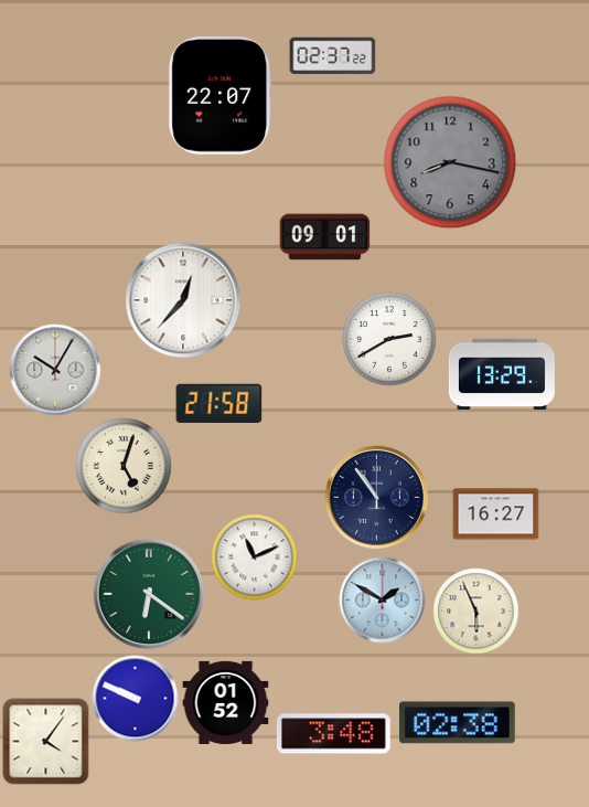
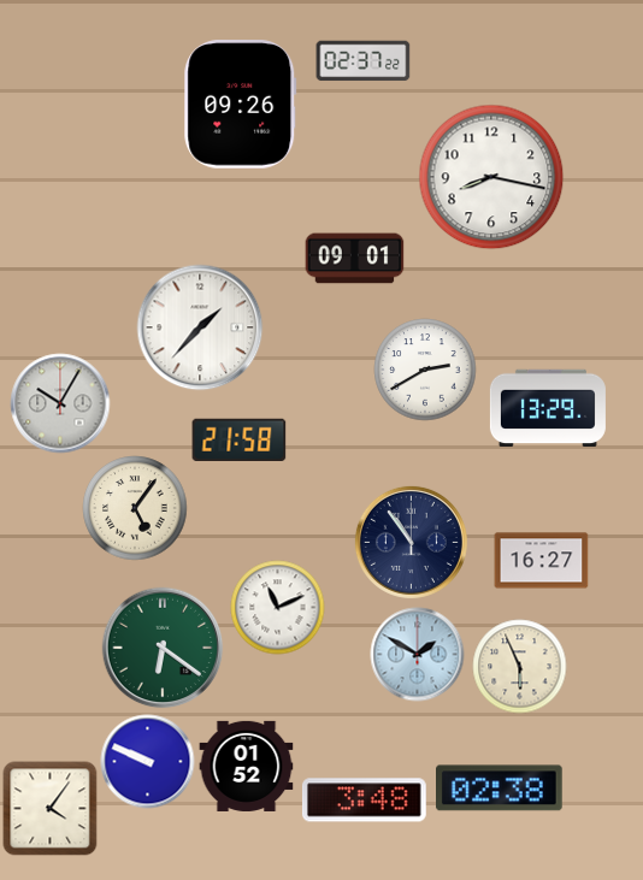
clock at (221, 96): 22:07 -> 09:26
clock at (450, 162) dial: grey -> white
clock at (183, 300): 12:37 -> 1:37
clock at (124, 466): 5:03 -> 5:06
